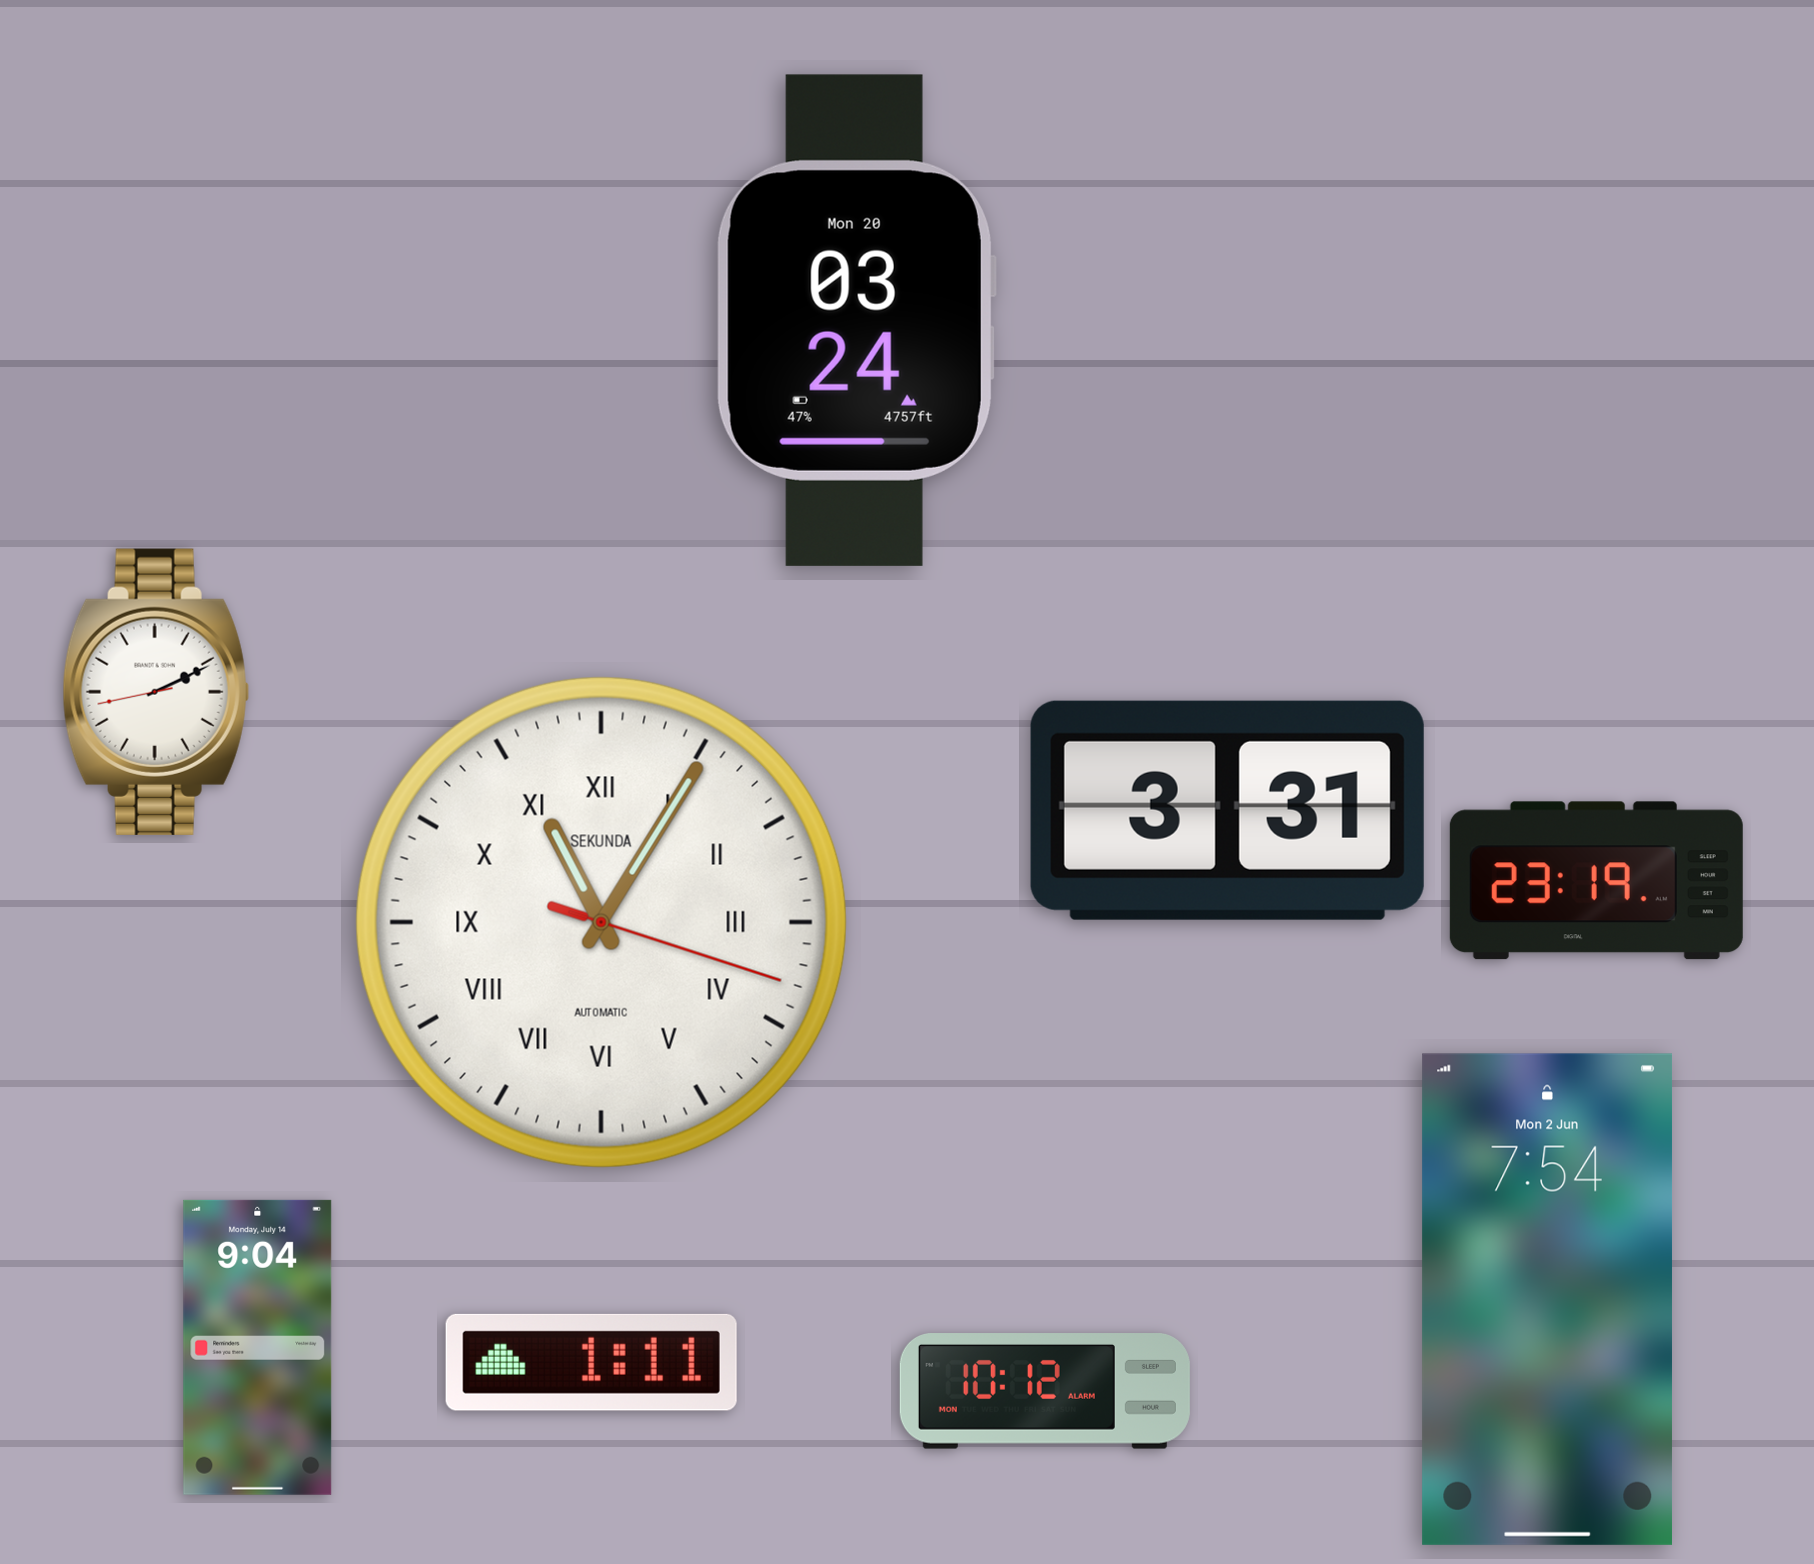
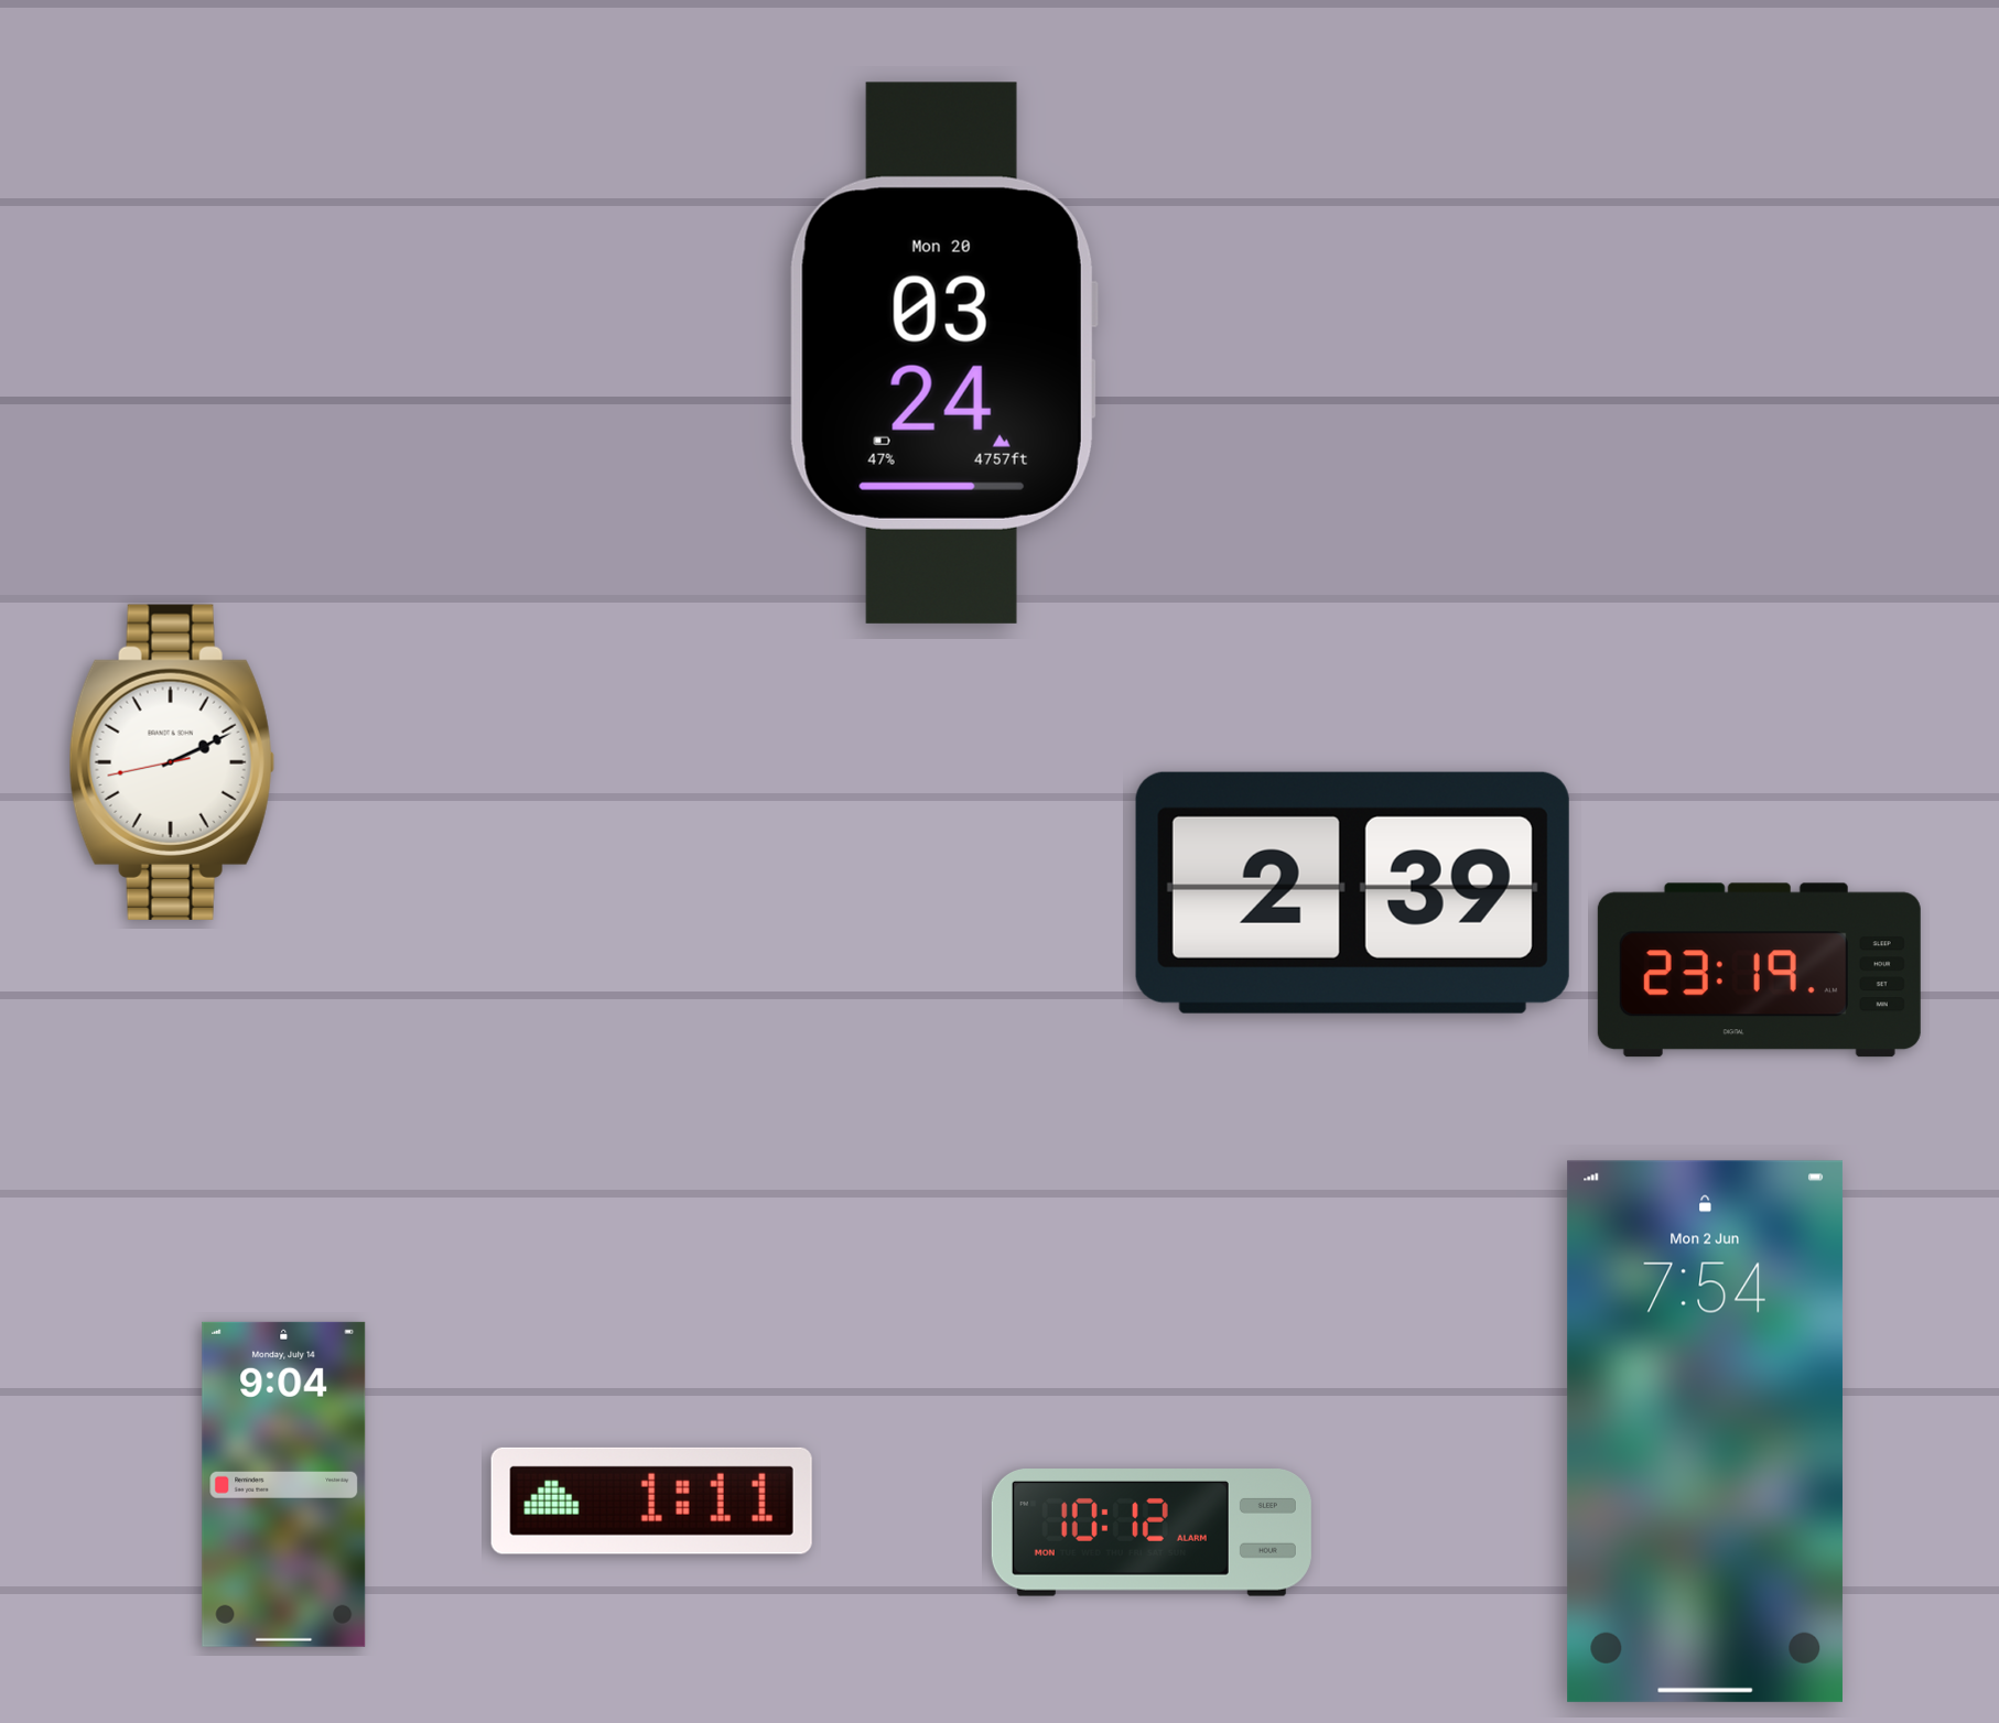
clock at (1227, 810): 3:31 -> 2:39
clock at (601, 922): 11:05 -> none
